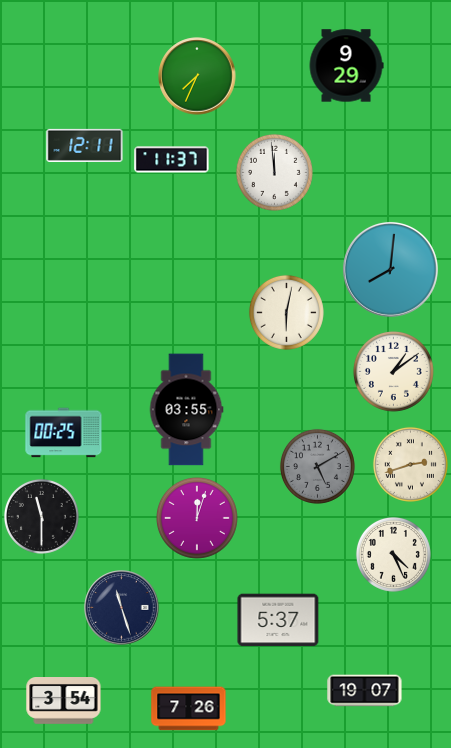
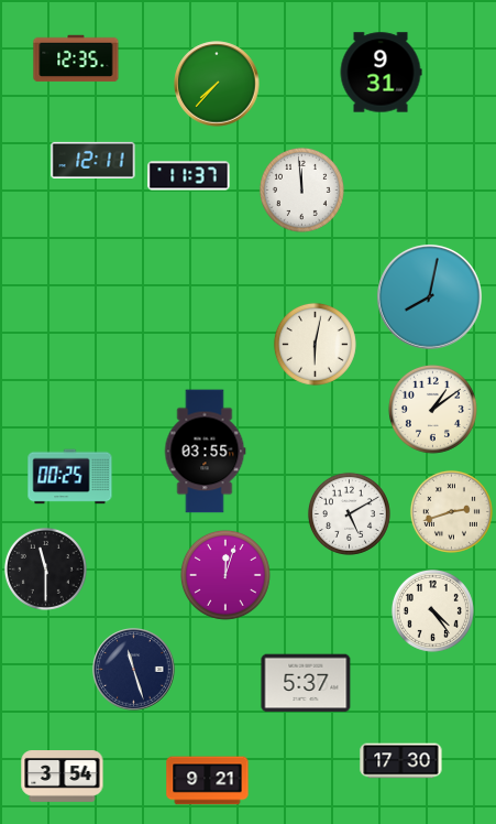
clock at (76, 58): none -> 12:35
clock at (346, 66): 9:29 -> 9:31
clock at (197, 76): 7:34 -> 7:37
clock at (390, 269): 8:01 -> 8:02
clock at (317, 466) dial: grey -> white
clock at (197, 518) position: (197, 518) -> (225, 575)
clock at (393, 554): 4:26 -> 4:24
clock at (365, 691): 19:07 -> 17:30
clock at (64, 701) position: (64, 701) -> (63, 777)
clock at (189, 709): 7:26 -> 9:21
